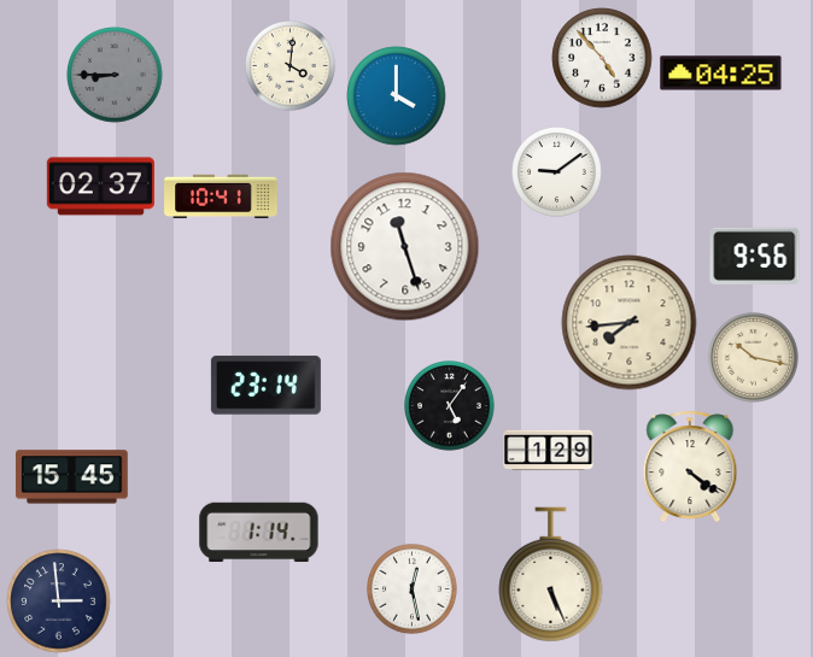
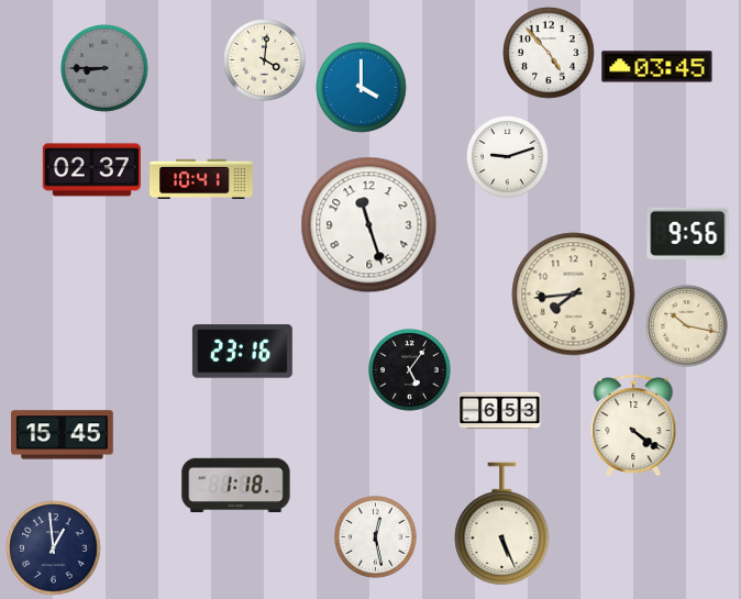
clock at (721, 74): 04:25 -> 03:45
clock at (557, 172): 9:09 -> 9:12
clock at (265, 386): 23:14 -> 23:16
clock at (549, 451): 1:29 -> 6:53
clock at (690, 467) position: (690, 467) -> (633, 425)
clock at (72, 477) position: (72, 477) -> (63, 435)
clock at (259, 533): 1:14 -> 1:18
clock at (59, 602): 2:59 -> 12:59
